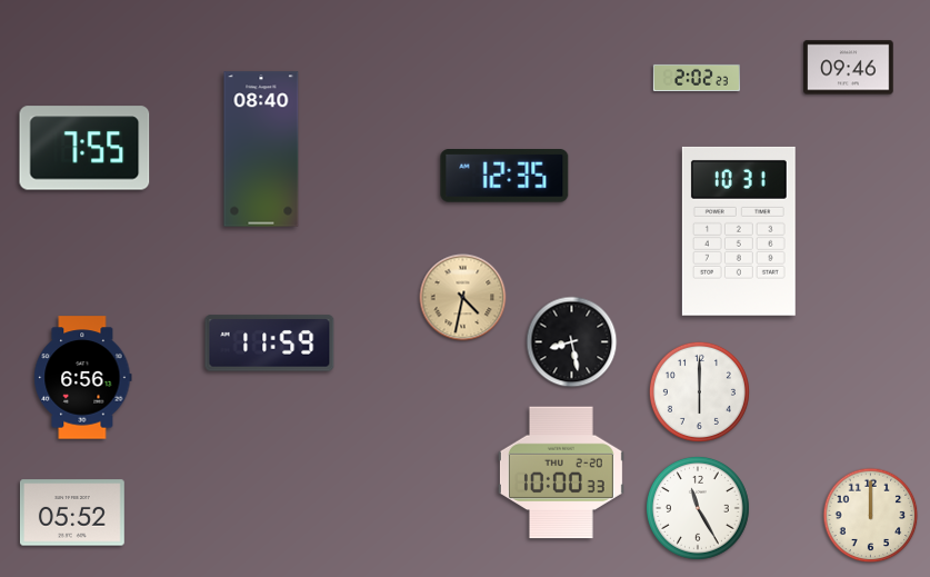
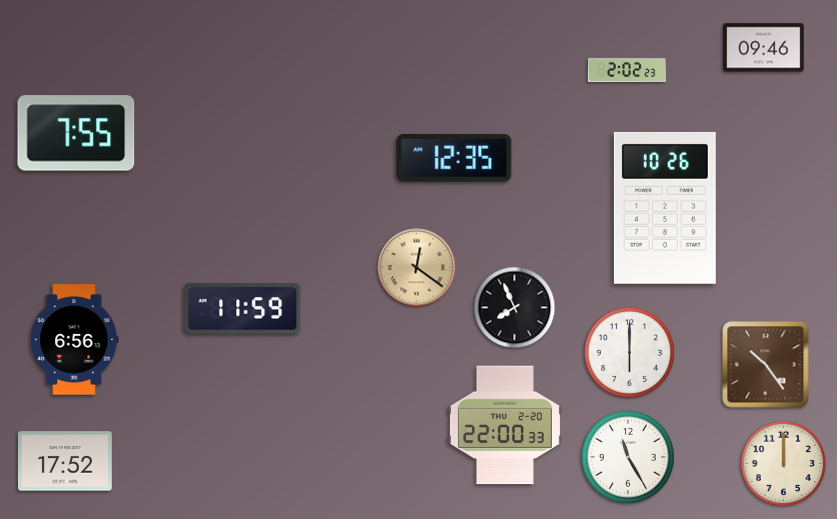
clock at (849, 68) position: (849, 68) -> (764, 48)
clock at (261, 149): 08:40 -> none
clock at (739, 231): 10:31 -> 10:26
clock at (463, 298): 4:32 -> 12:21
clock at (572, 342): 8:28 -> 7:56
clock at (766, 365): none -> 10:24
clock at (561, 472): 10:00 -> 22:00
clock at (72, 513): 05:52 -> 17:52
